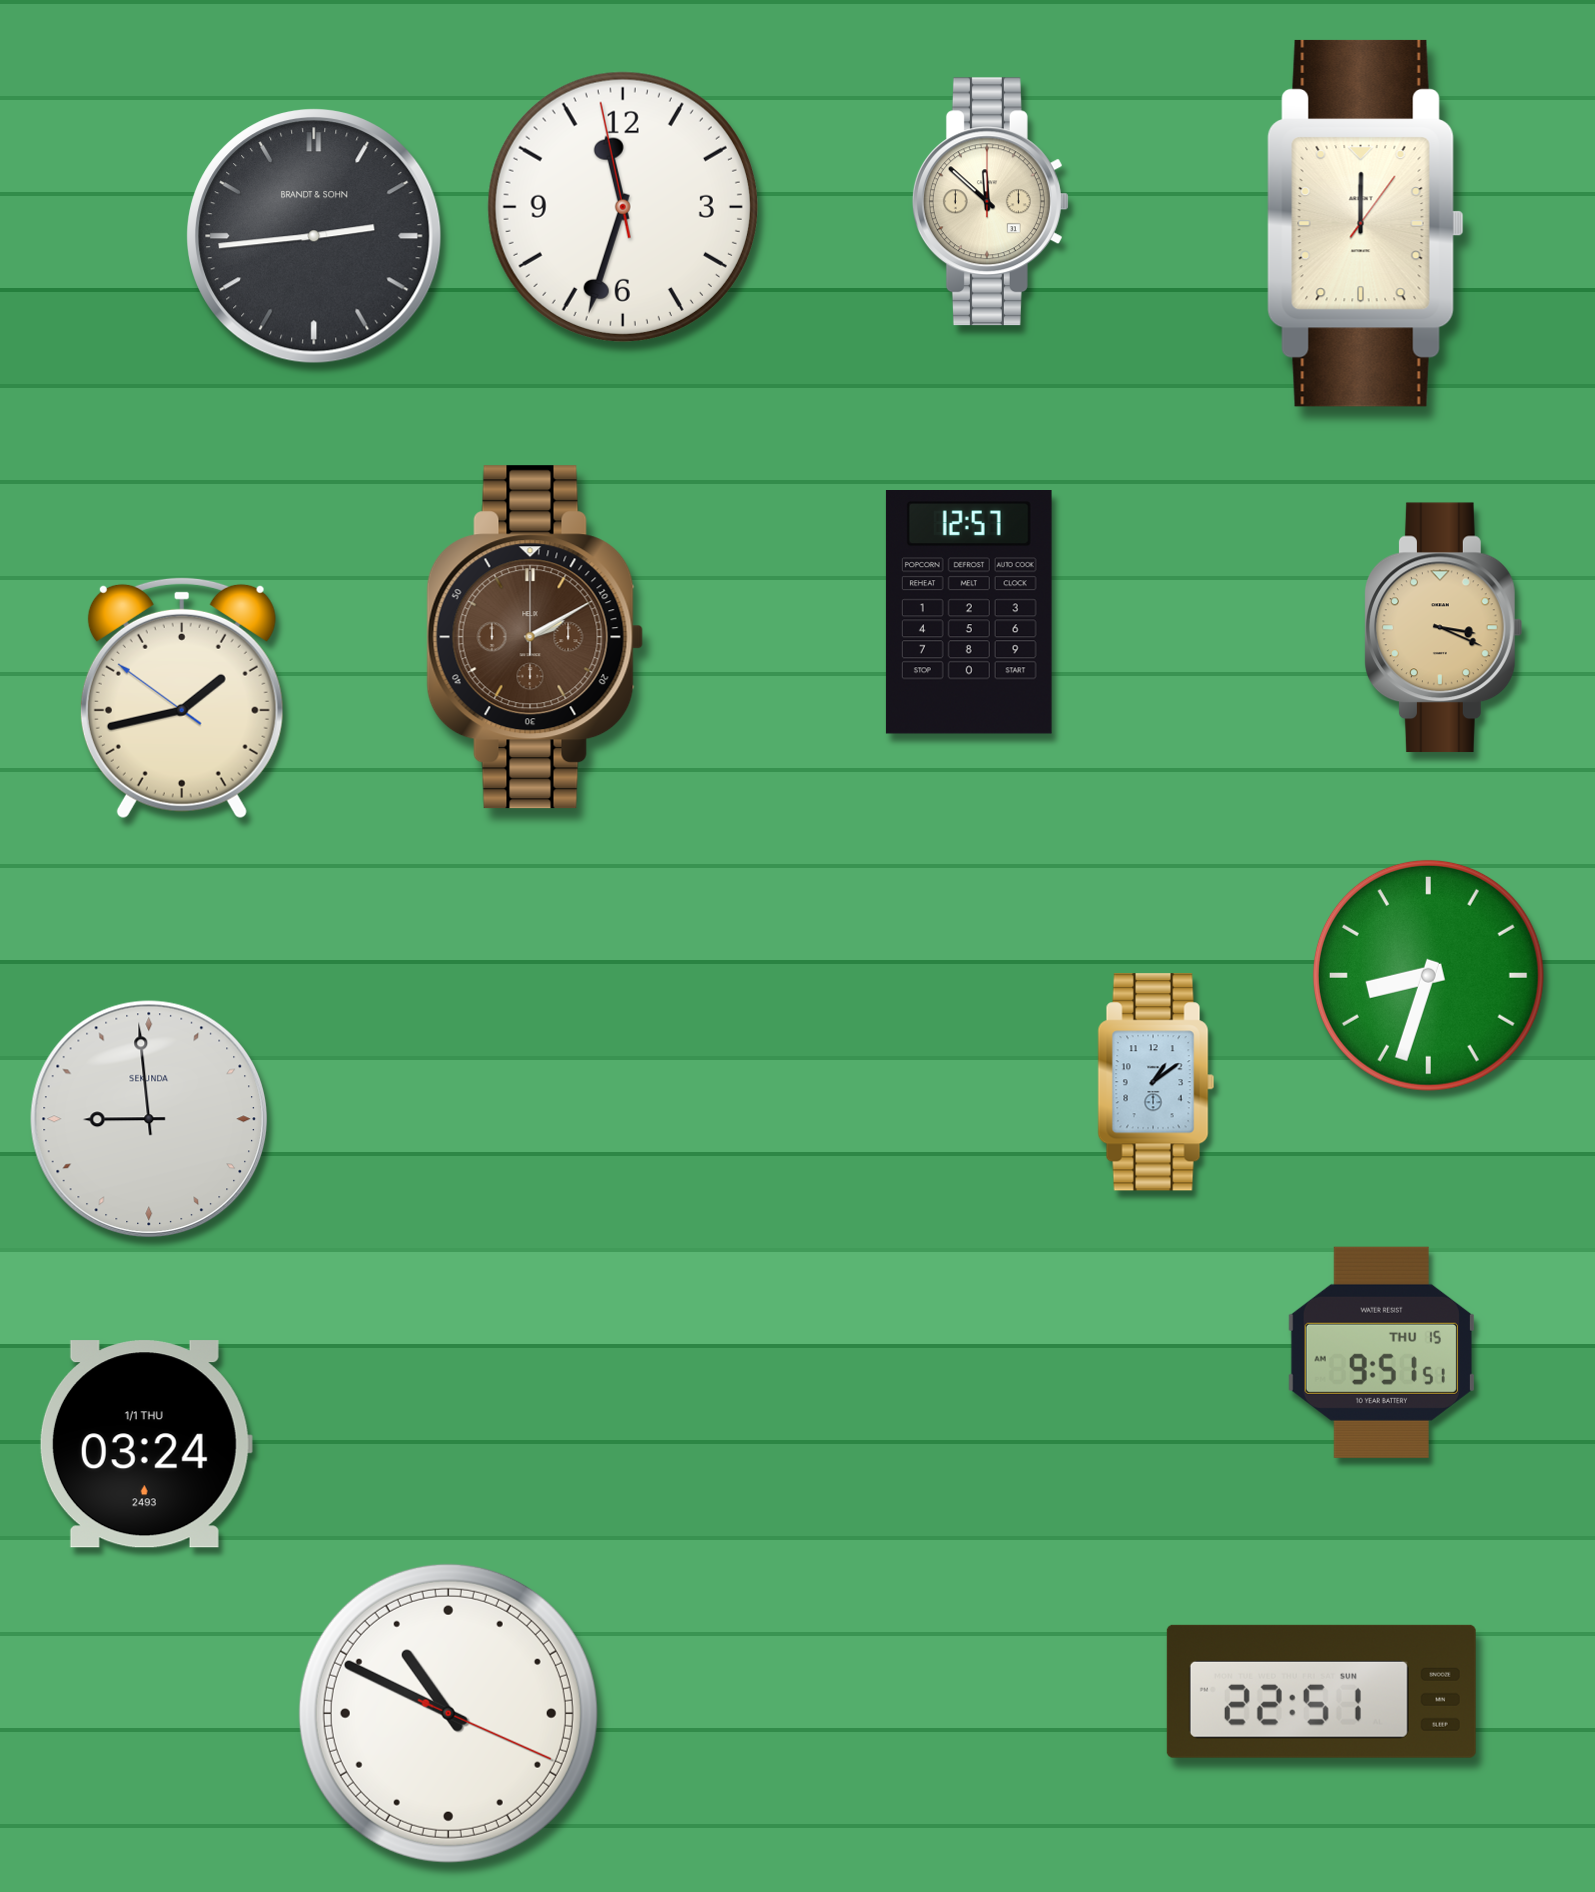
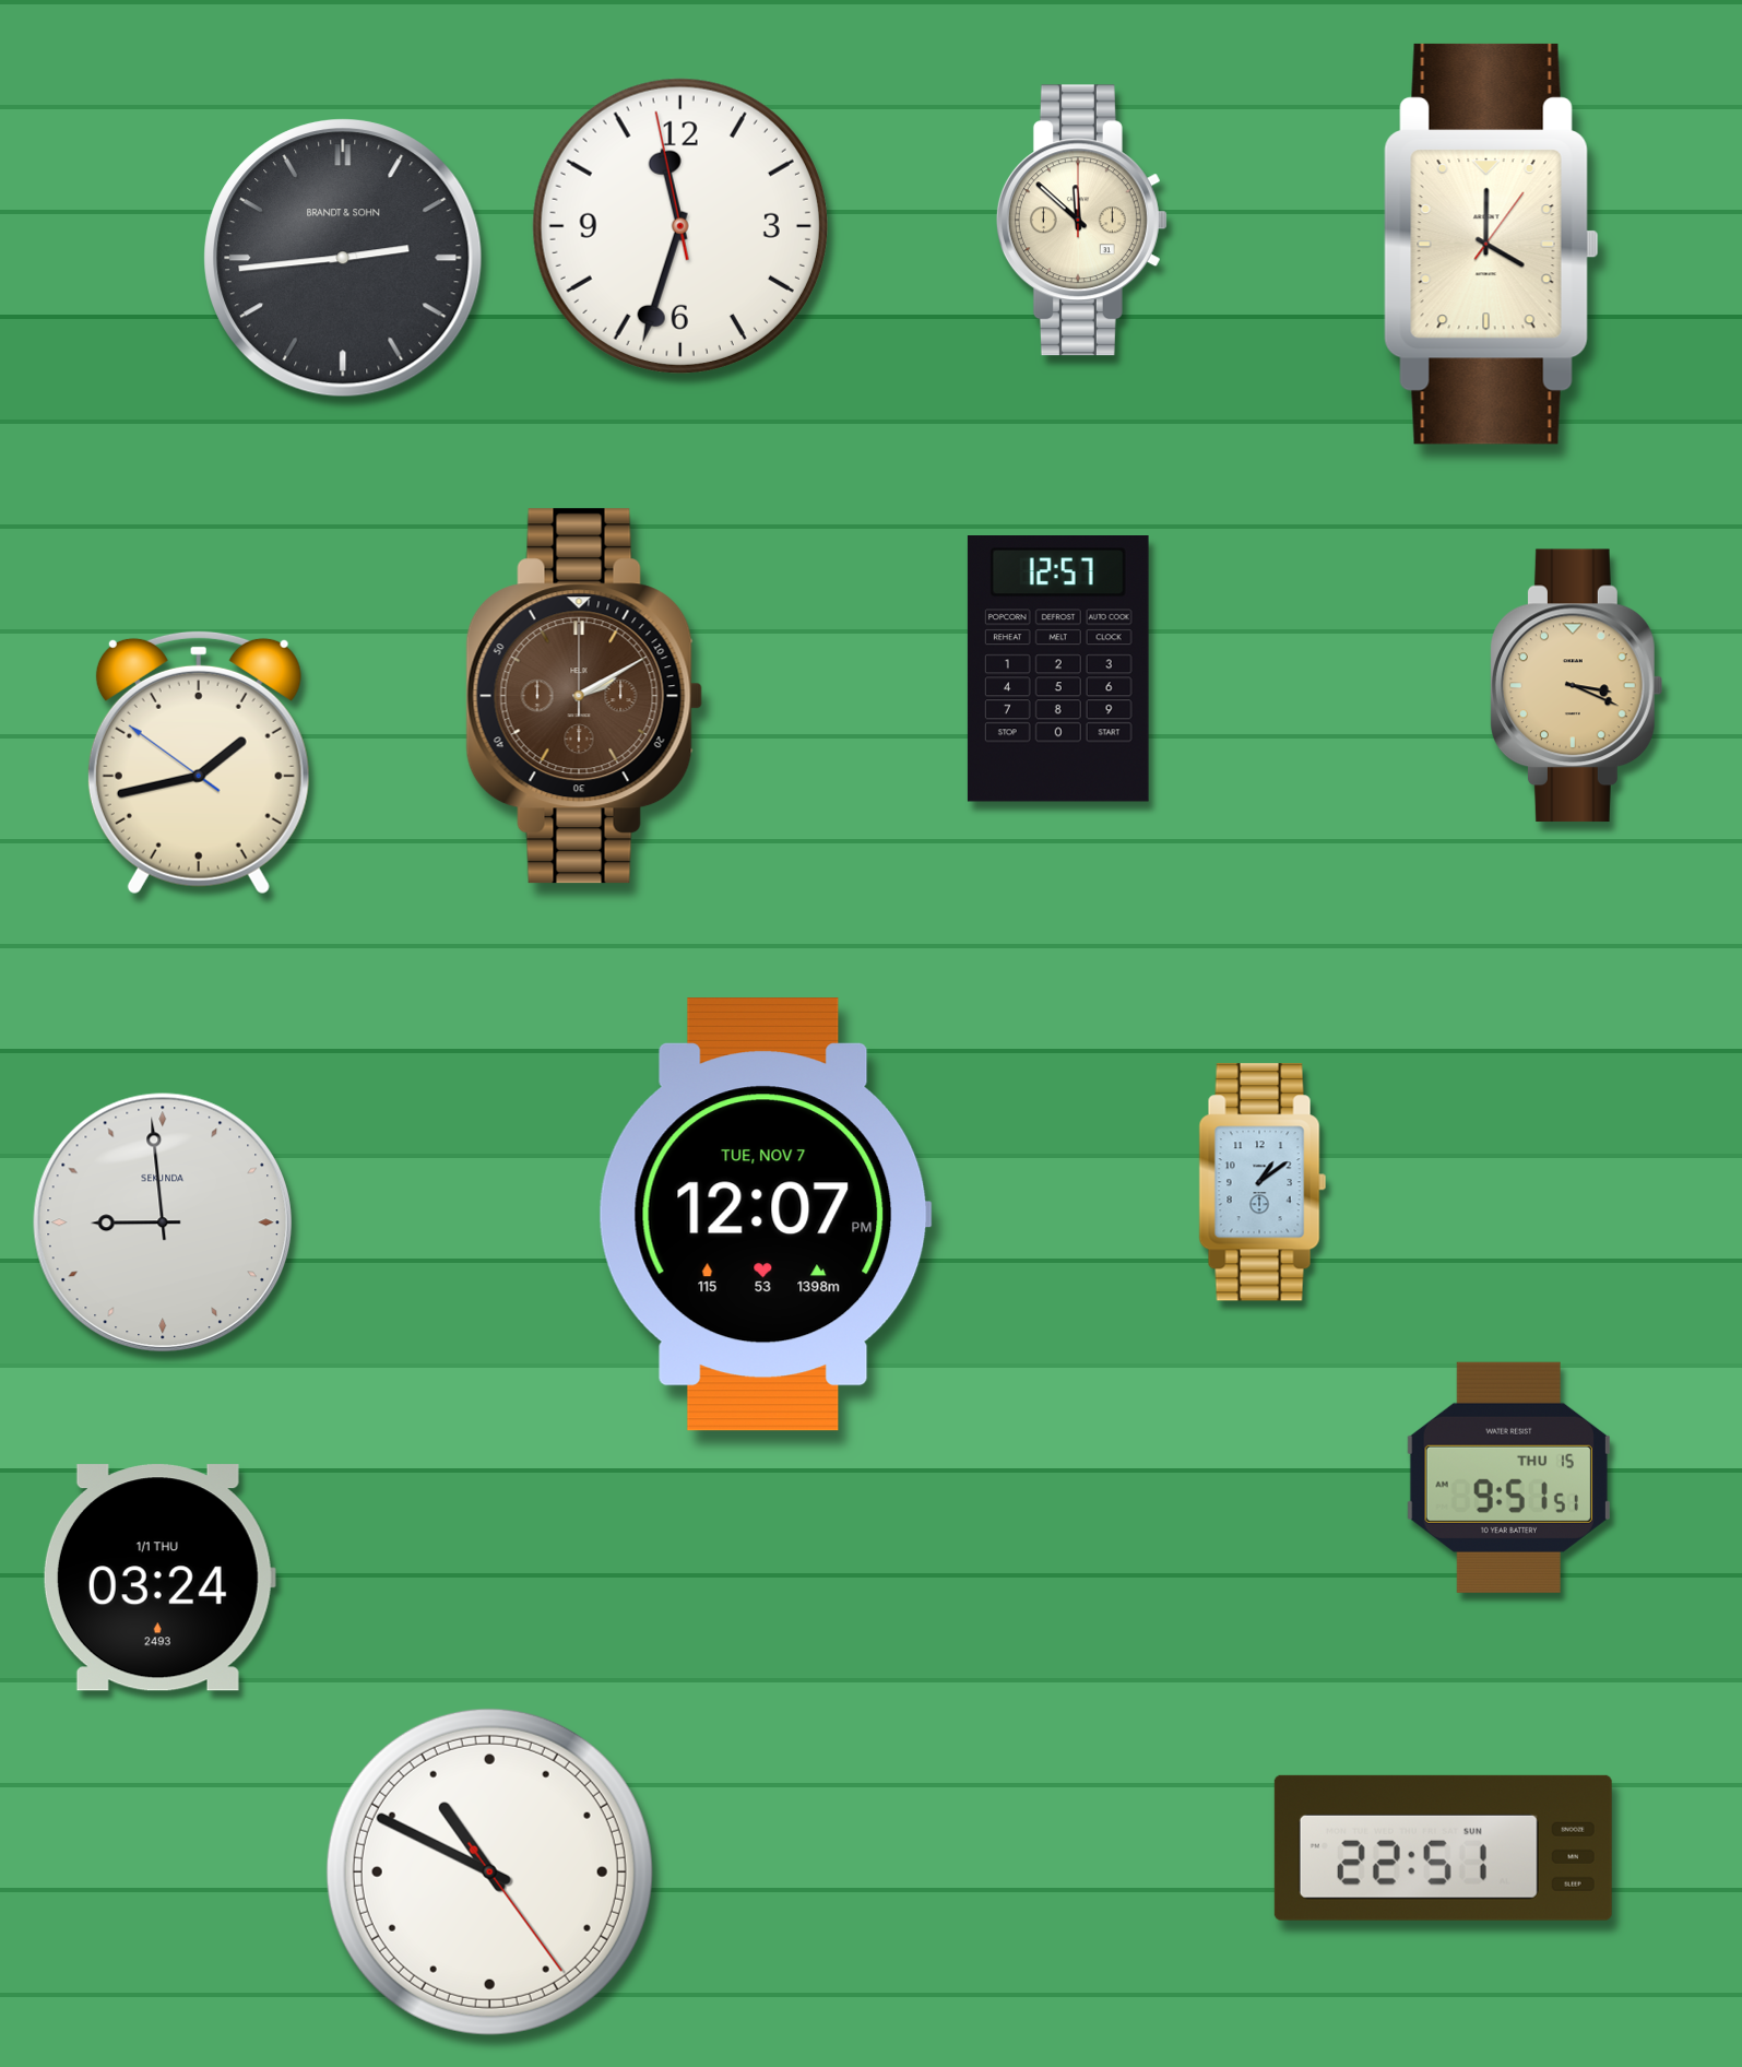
clock at (1366, 223): 12:00 -> 4:00
clock at (1428, 975): 8:33 -> none
clock at (765, 1215): none -> 12:07
clock at (448, 1713): 10:49:19 -> 10:49:24
